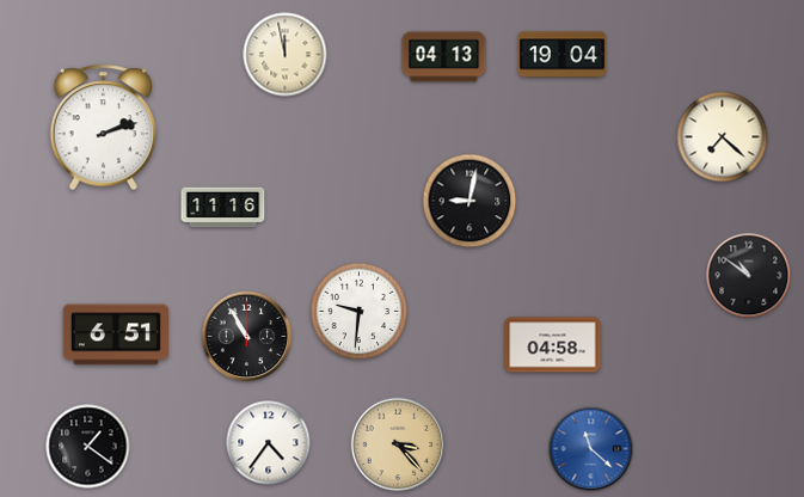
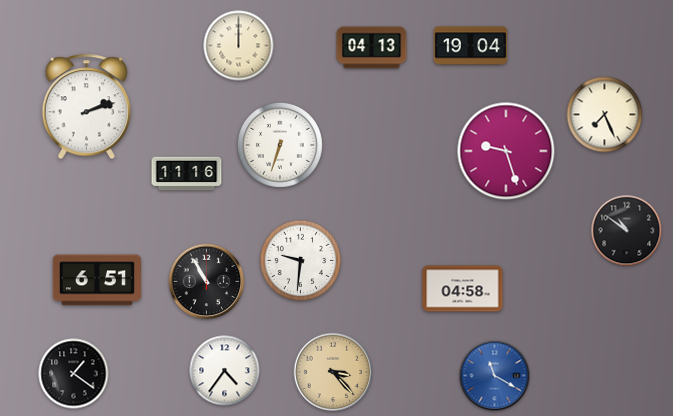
clock at (286, 55): 11:58 -> 12:00
clock at (723, 137): 7:22 -> 7:26
clock at (280, 145): none -> 6:33
clock at (506, 151): none -> 9:27
clock at (469, 201): 9:02 -> none
clock at (591, 449): 11:22 -> 11:20
